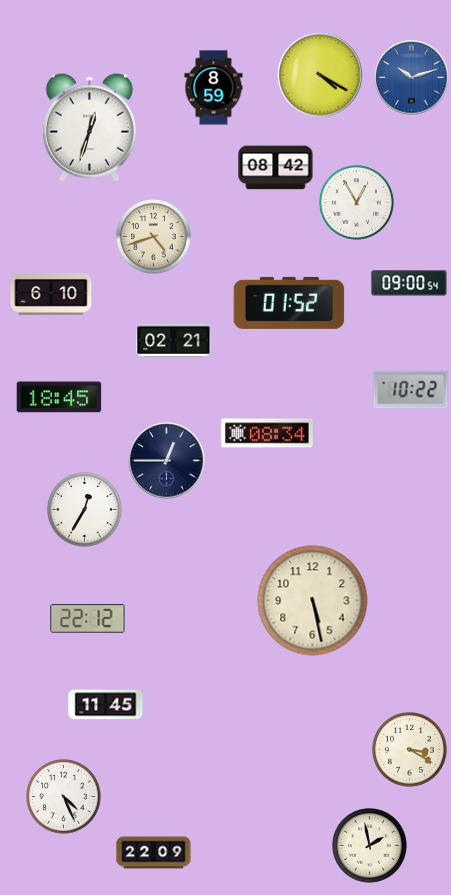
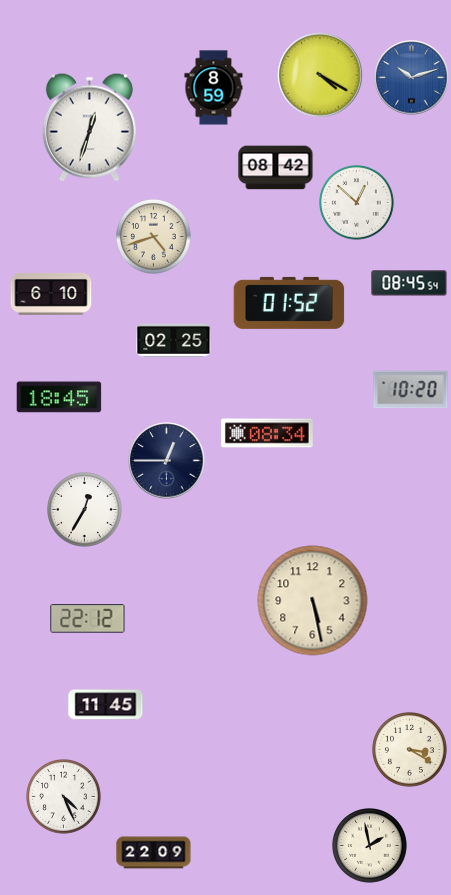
clock at (357, 203): 12:55 -> 12:52
clock at (409, 283): 09:00 -> 08:45
clock at (174, 340): 02:21 -> 02:25
clock at (411, 390): 10:22 -> 10:20
